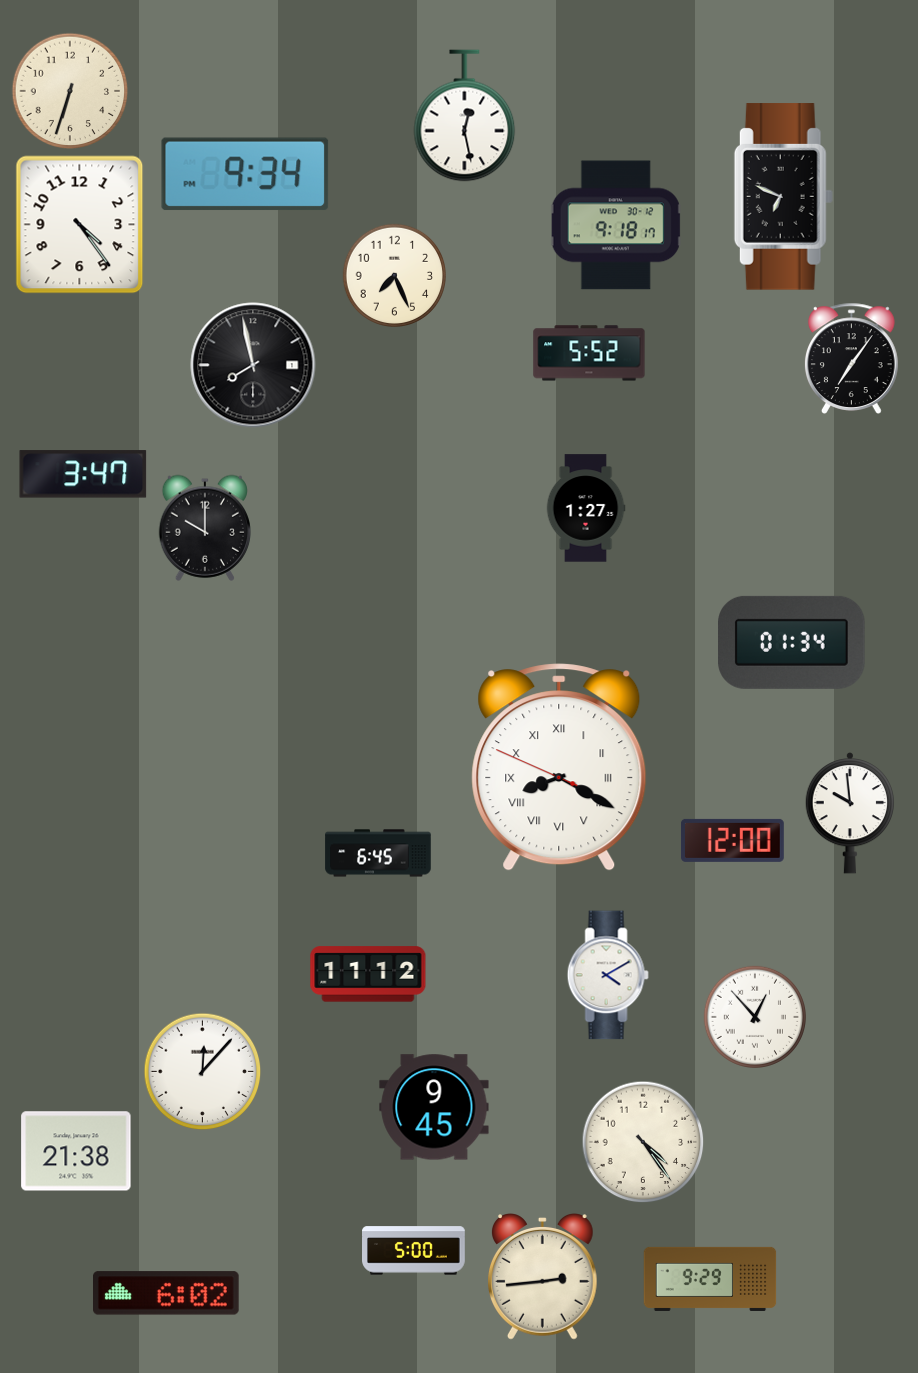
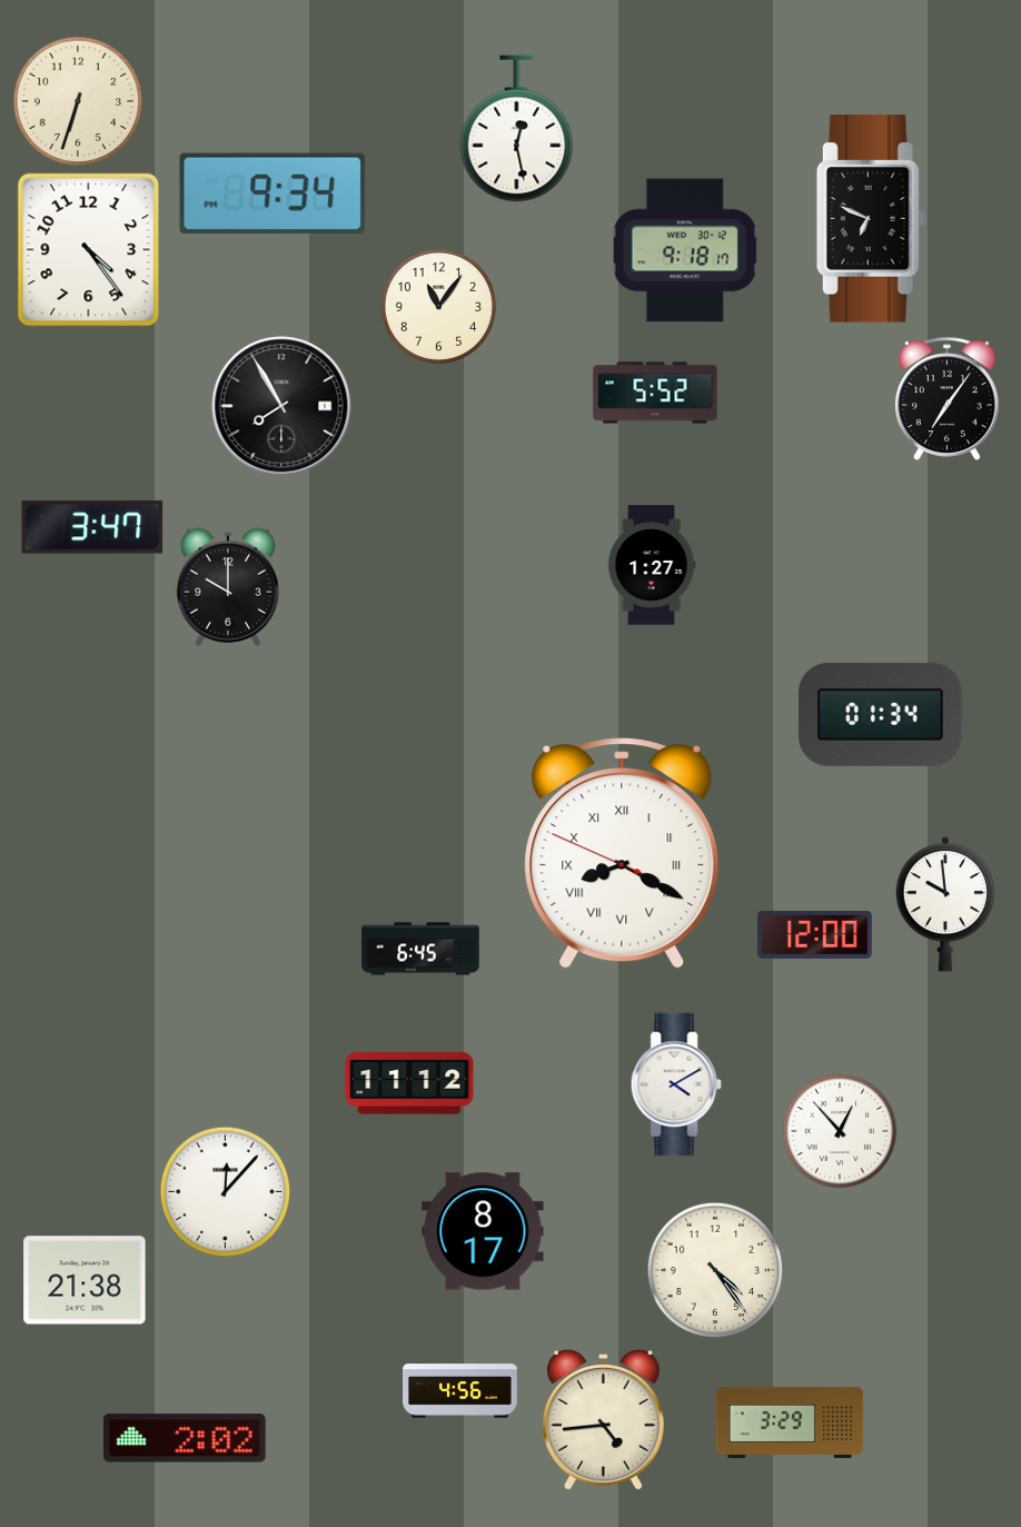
clock at (394, 275): 7:26 -> 11:06
clock at (253, 365): 7:58 -> 7:55
clock at (434, 1107): 9:45 -> 8:17
clock at (414, 1251): 5:00 -> 4:56
clock at (543, 1277): 2:44 -> 4:44
clock at (710, 1279): 9:29 -> 3:29
clock at (167, 1293): 6:02 -> 2:02
